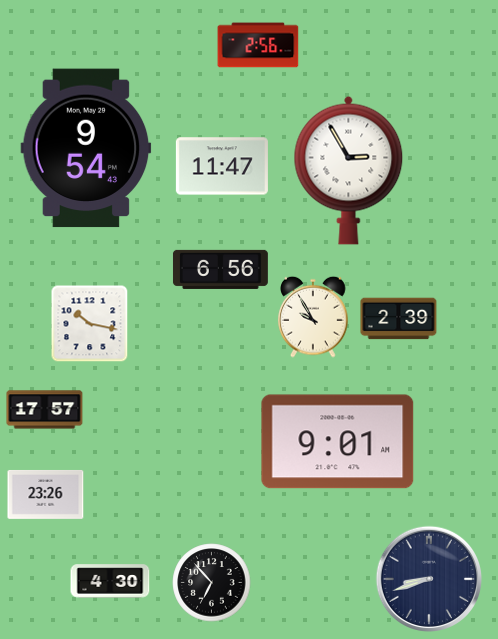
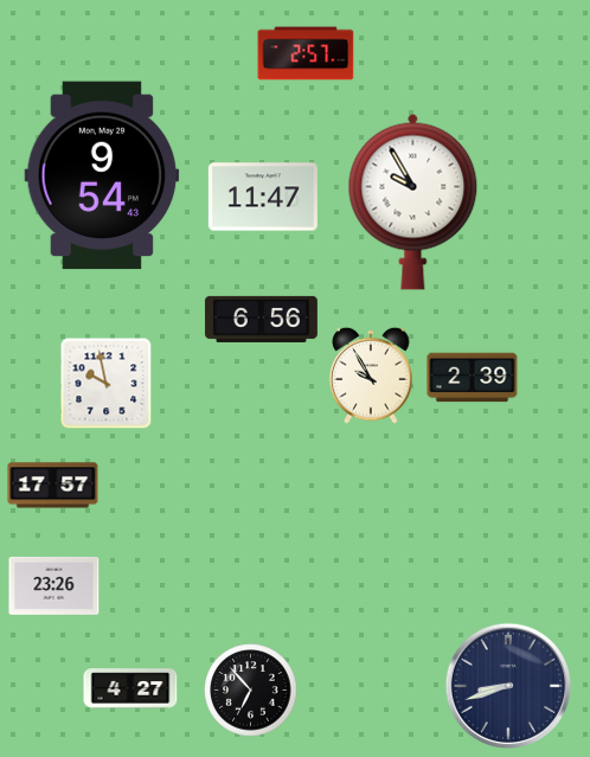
clock at (258, 45): 2:56 -> 2:57
clock at (349, 170): 2:55 -> 9:55
clock at (89, 323): 10:17 -> 9:58
clock at (338, 442): 9:01 -> none
clock at (110, 581): 4:30 -> 4:27
